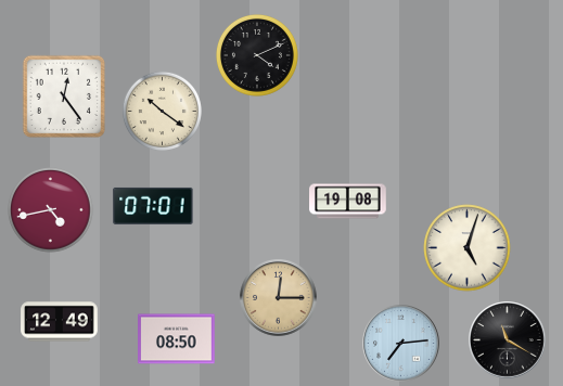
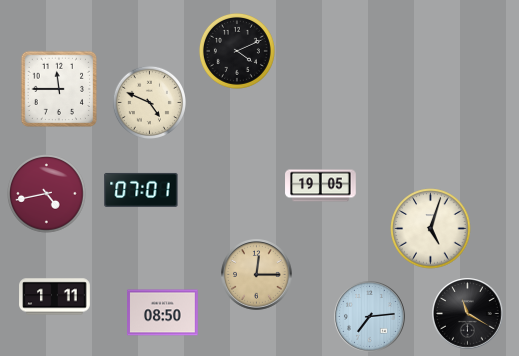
clock at (64, 97): 12:24 -> 11:45
clock at (162, 111): 10:21 -> 4:49
clock at (348, 202): 19:08 -> 19:05
clock at (60, 322): 12:49 -> 1:11
